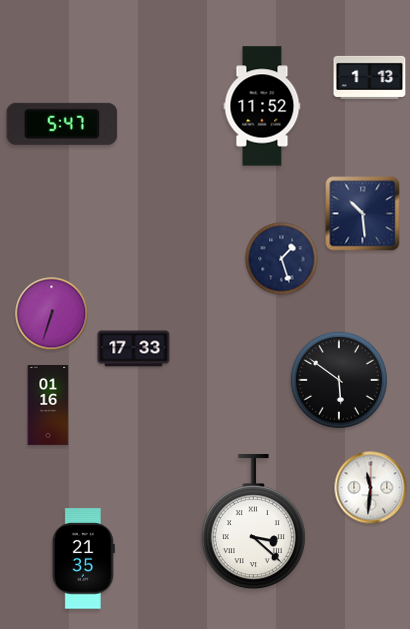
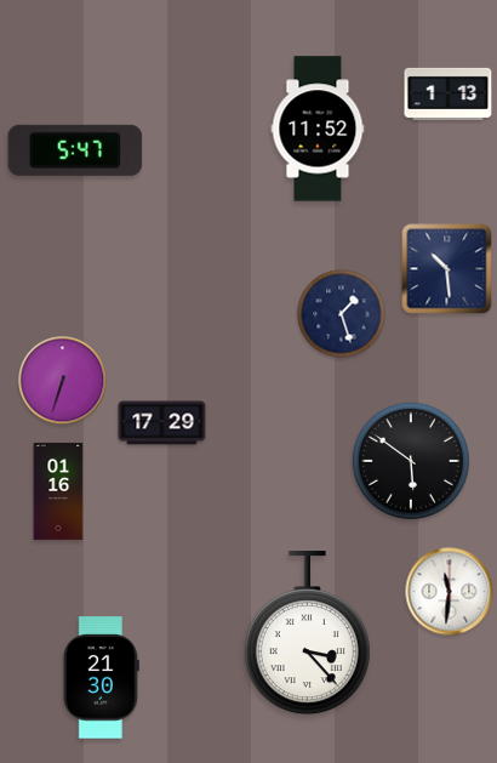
clock at (363, 214) position: (363, 214) -> (447, 269)
clock at (134, 349): 17:33 -> 17:29
clock at (253, 523): 3:22 -> 3:23
clock at (83, 559): 21:35 -> 21:30
